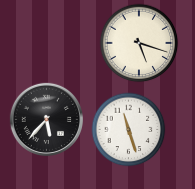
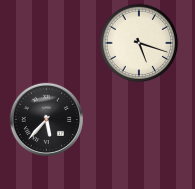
clock at (129, 130): 11:27 -> none
